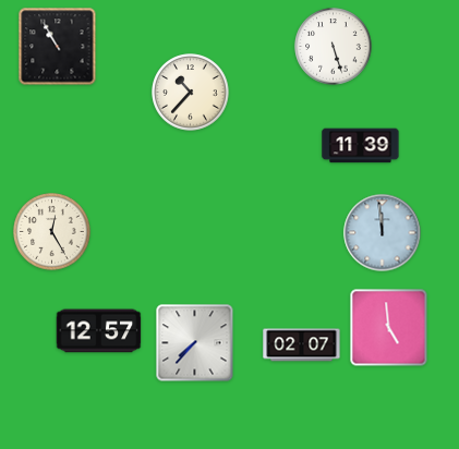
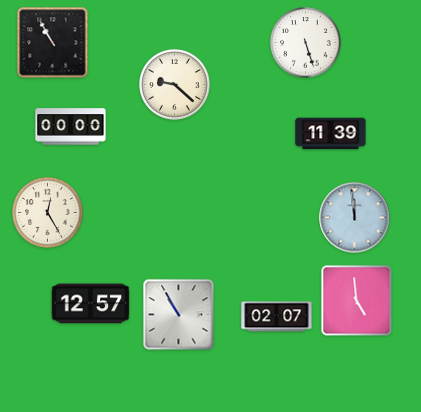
clock at (191, 93): 10:37 -> 9:22
clock at (71, 127): none -> 00:00
clock at (383, 233) position: (383, 233) -> (355, 218)
clock at (195, 343): 7:37 -> 10:55
